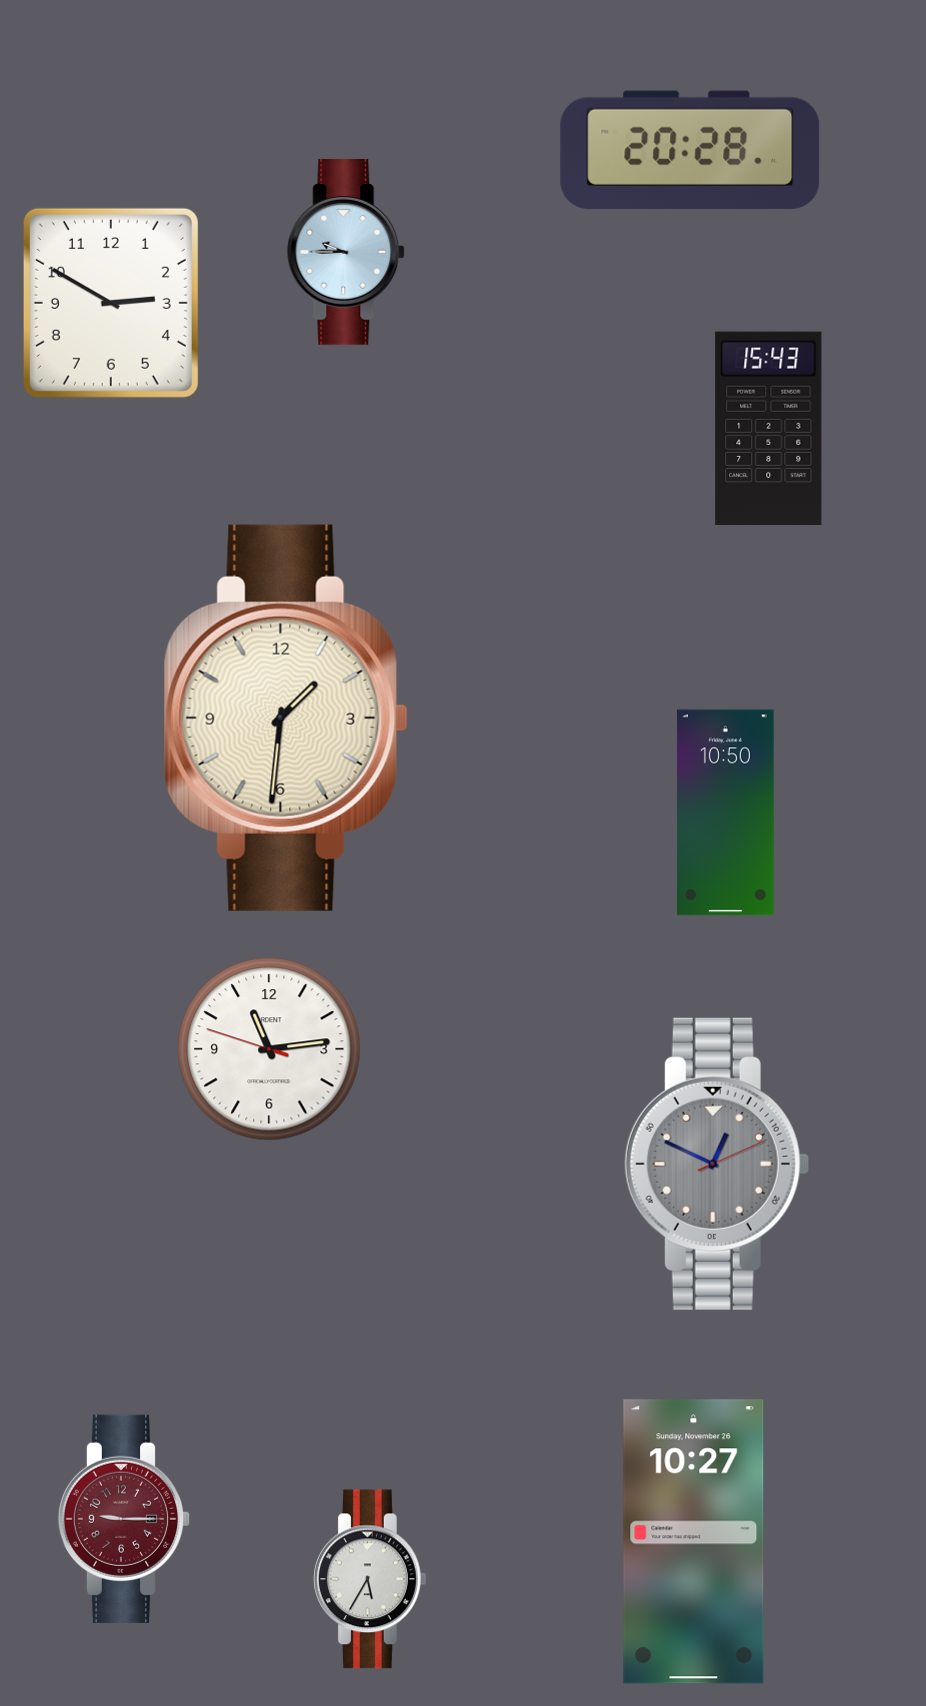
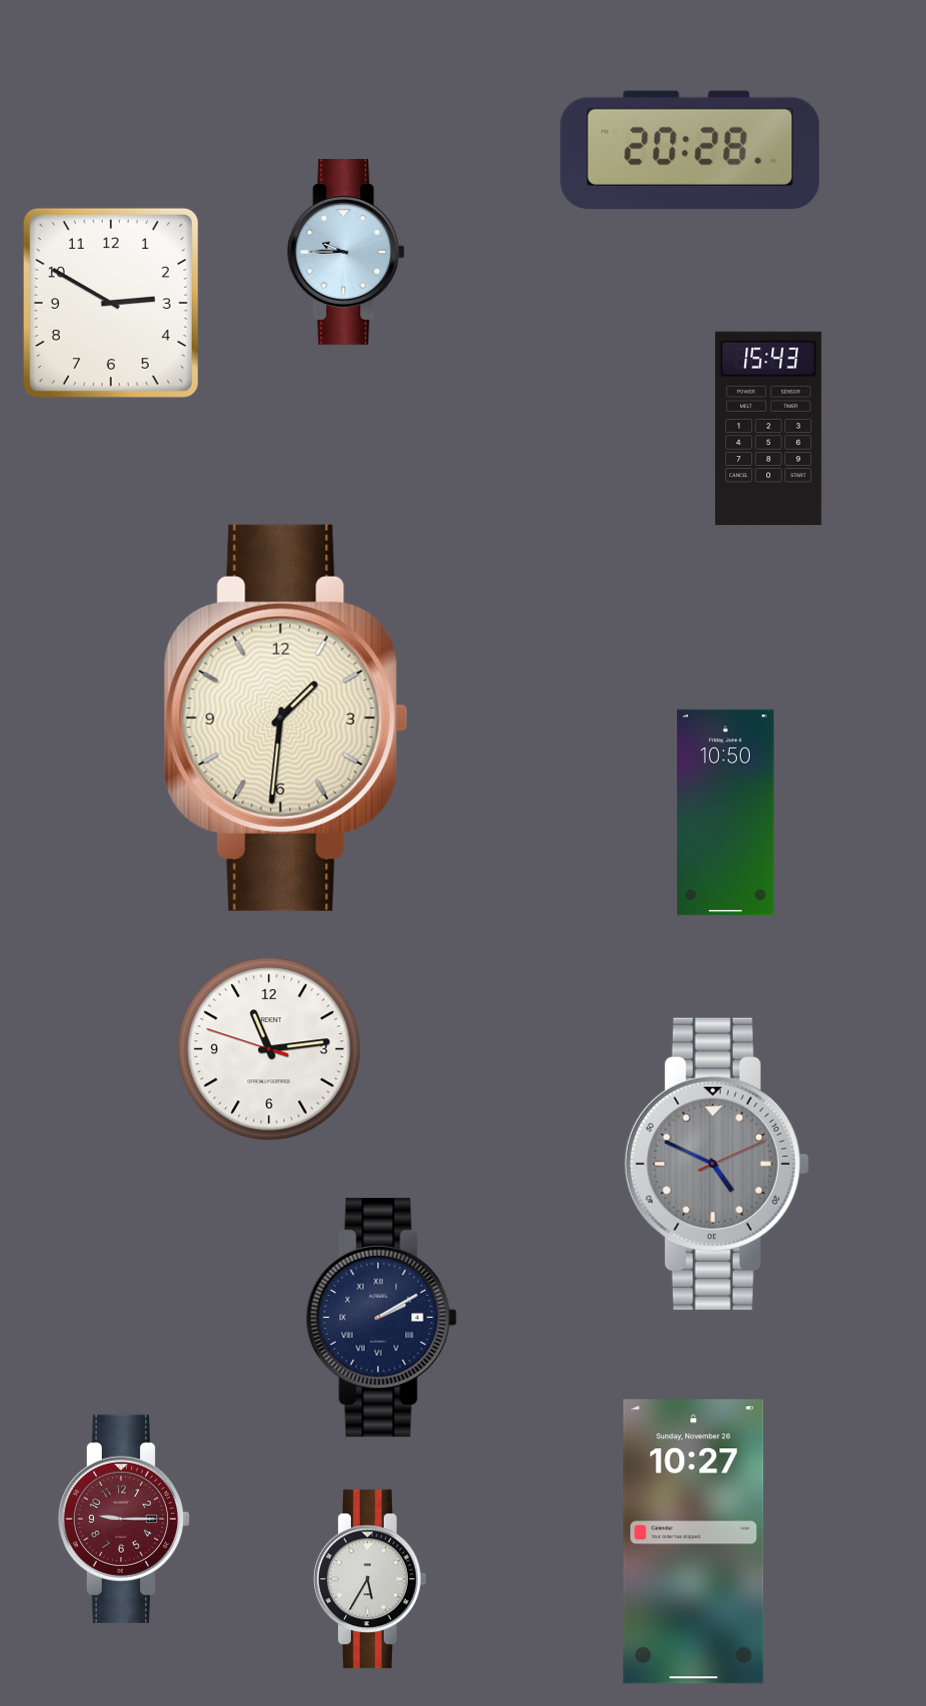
clock at (717, 1164): 12:49 -> 4:49
clock at (381, 1317): none -> 2:10
